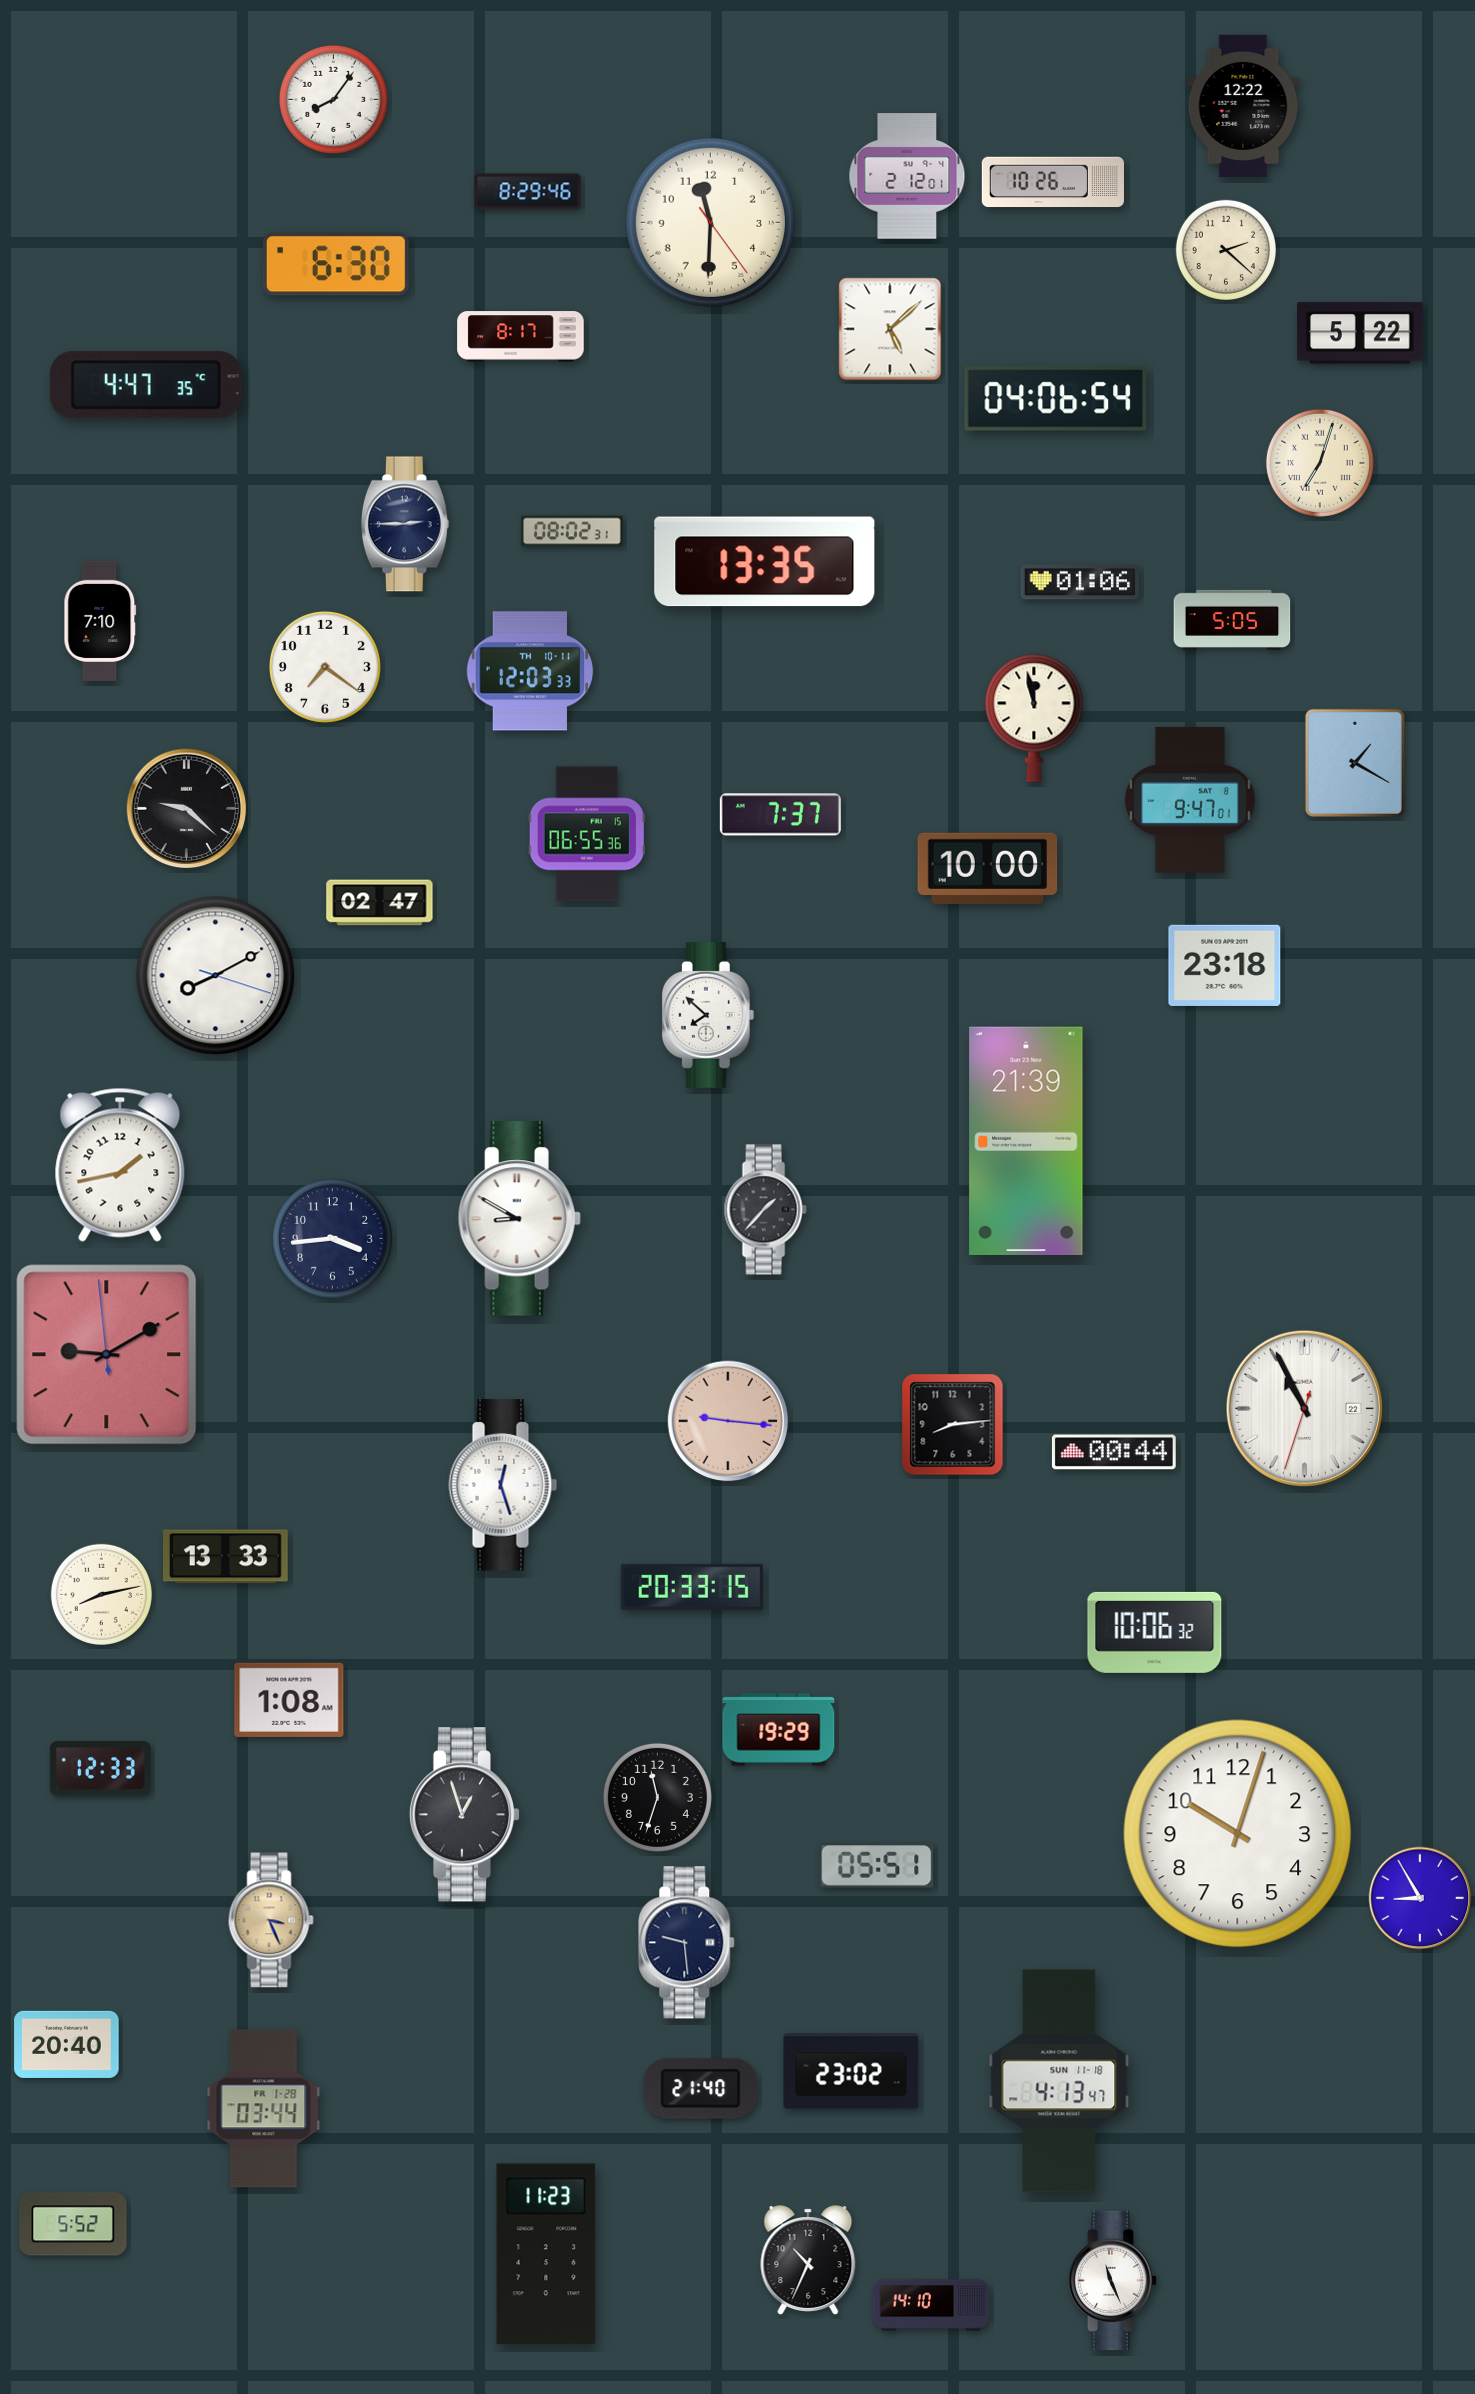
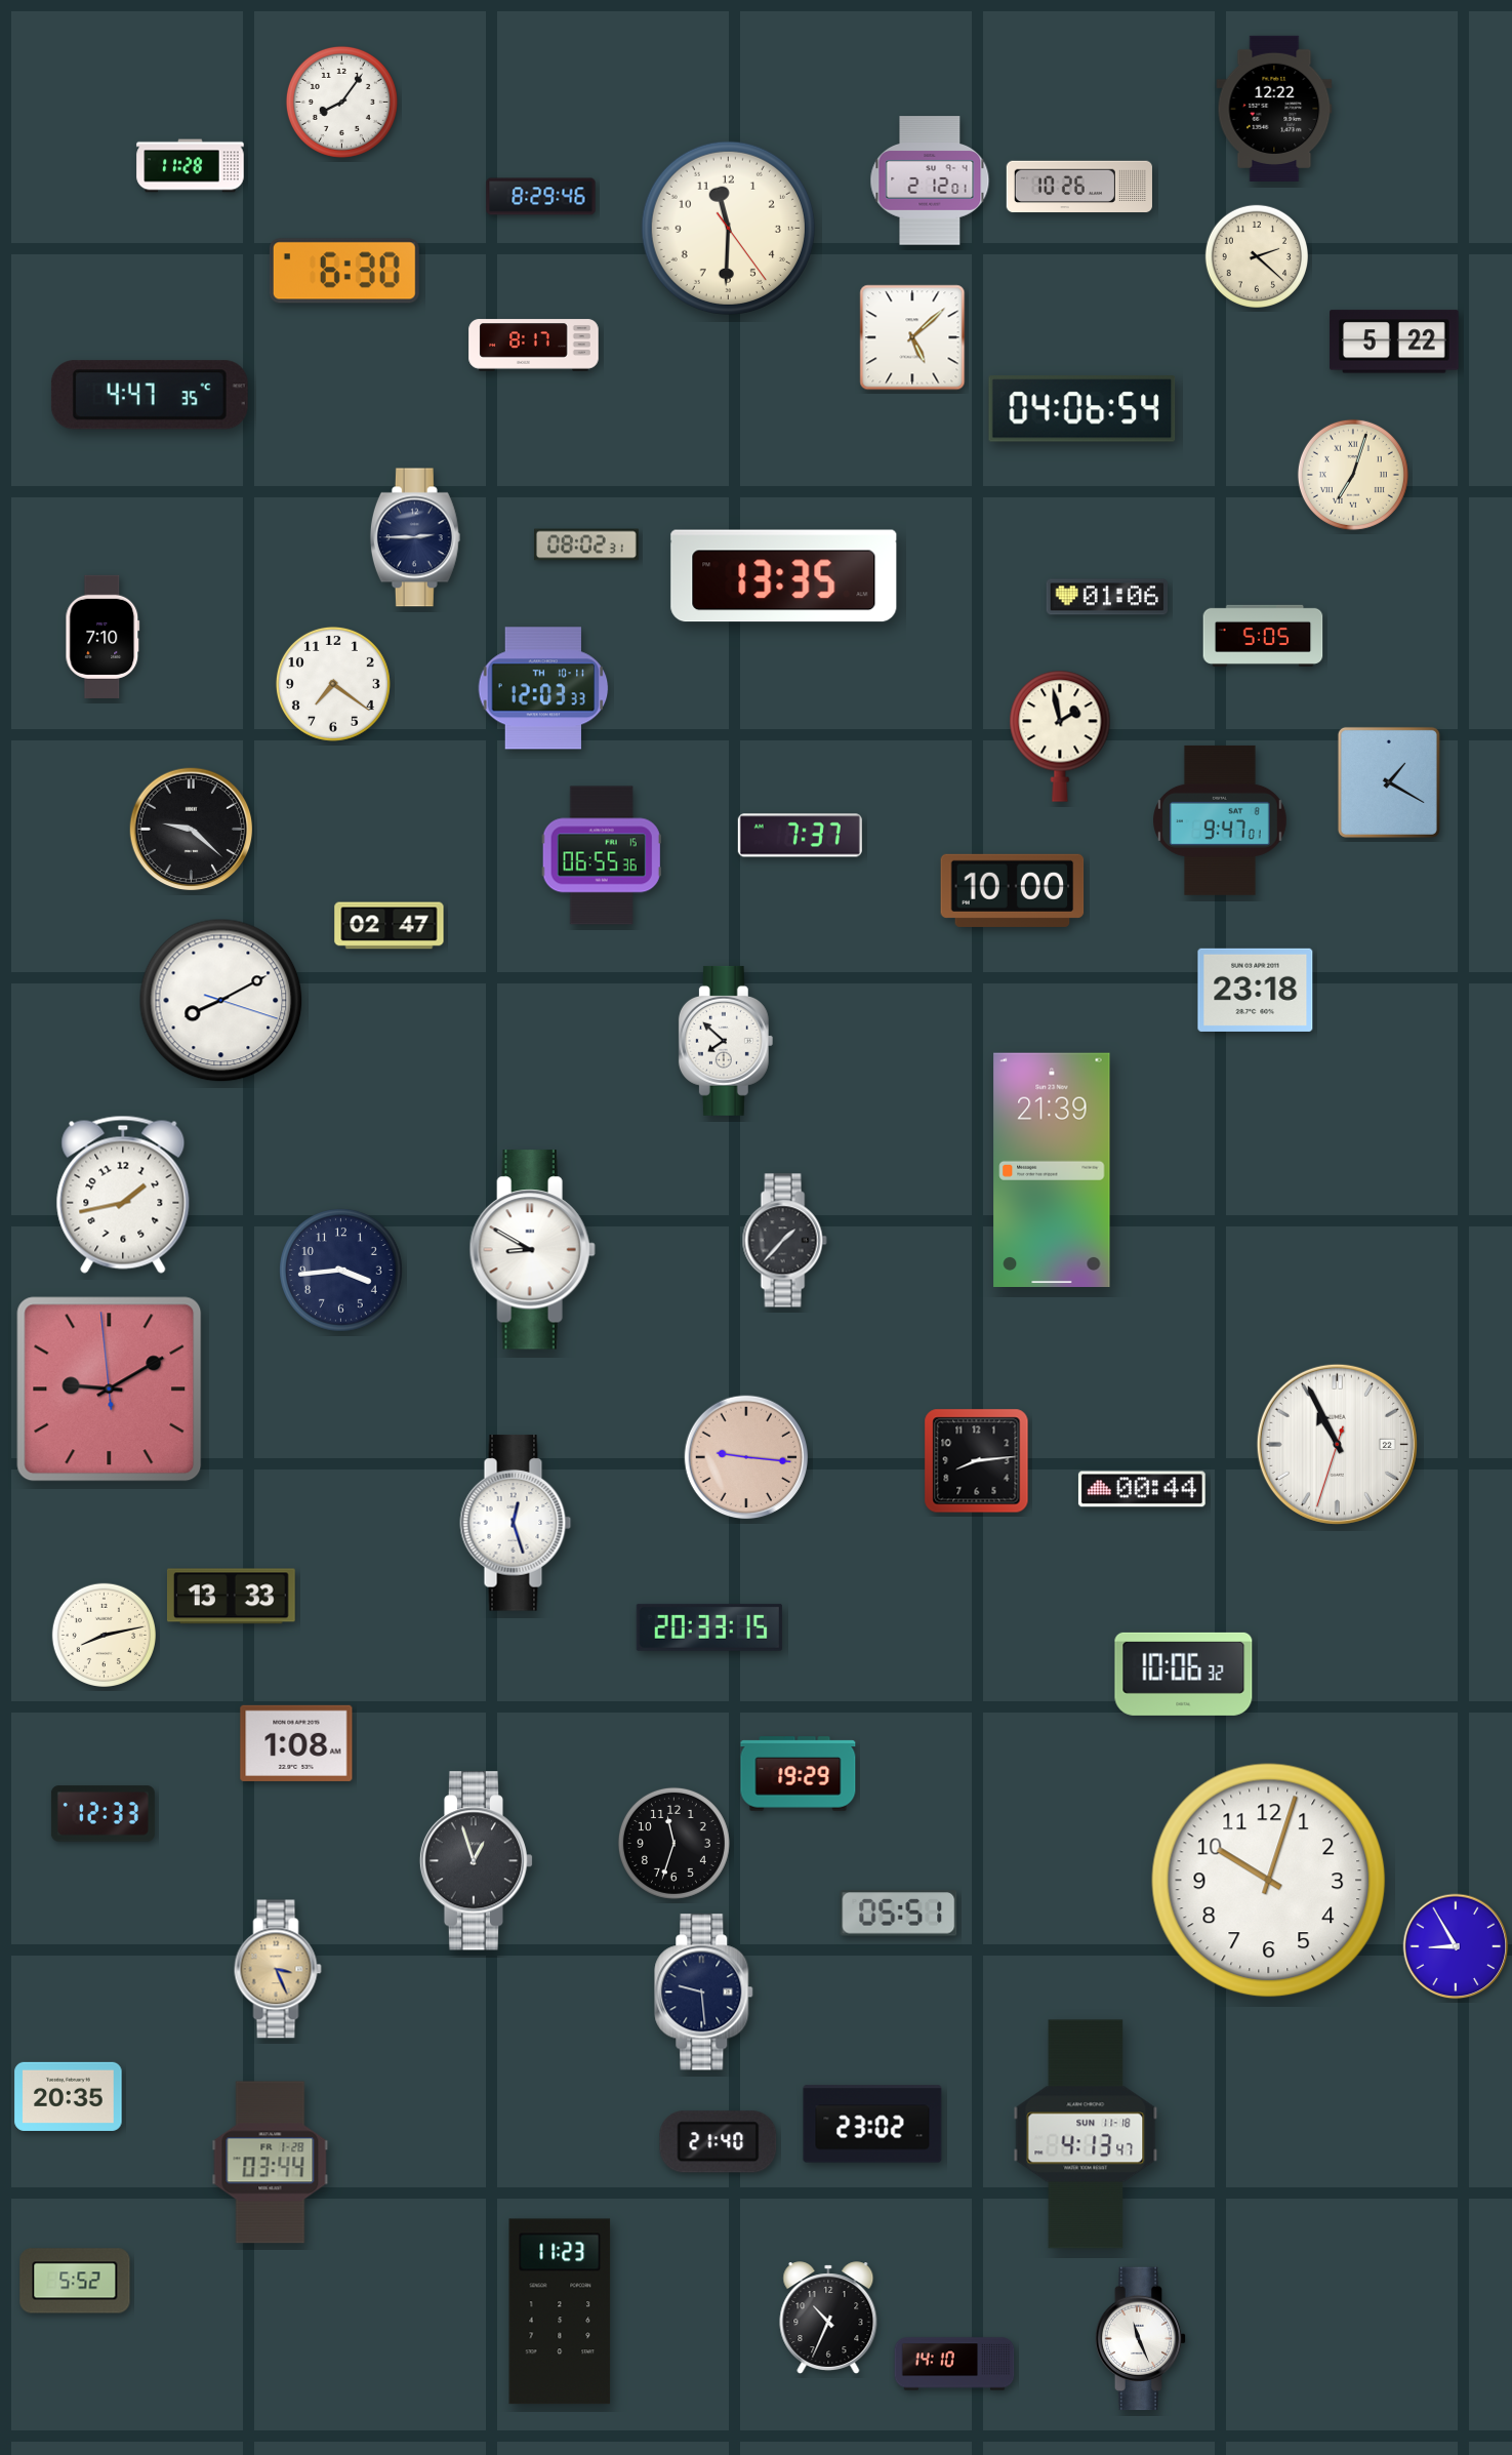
clock at (191, 166): none -> 11:28
clock at (1034, 718): 11:58 -> 1:58
clock at (67, 2044): 20:40 -> 20:35
